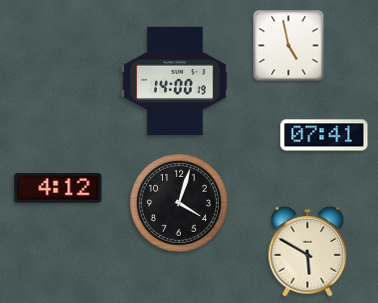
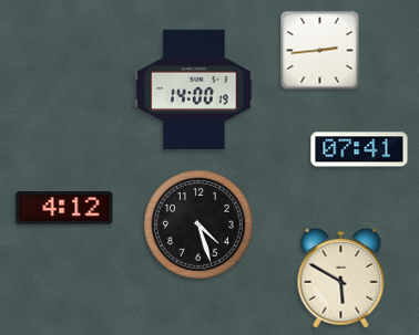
clock at (289, 46): 4:58 -> 2:44
clock at (179, 203): 4:03 -> 4:27
